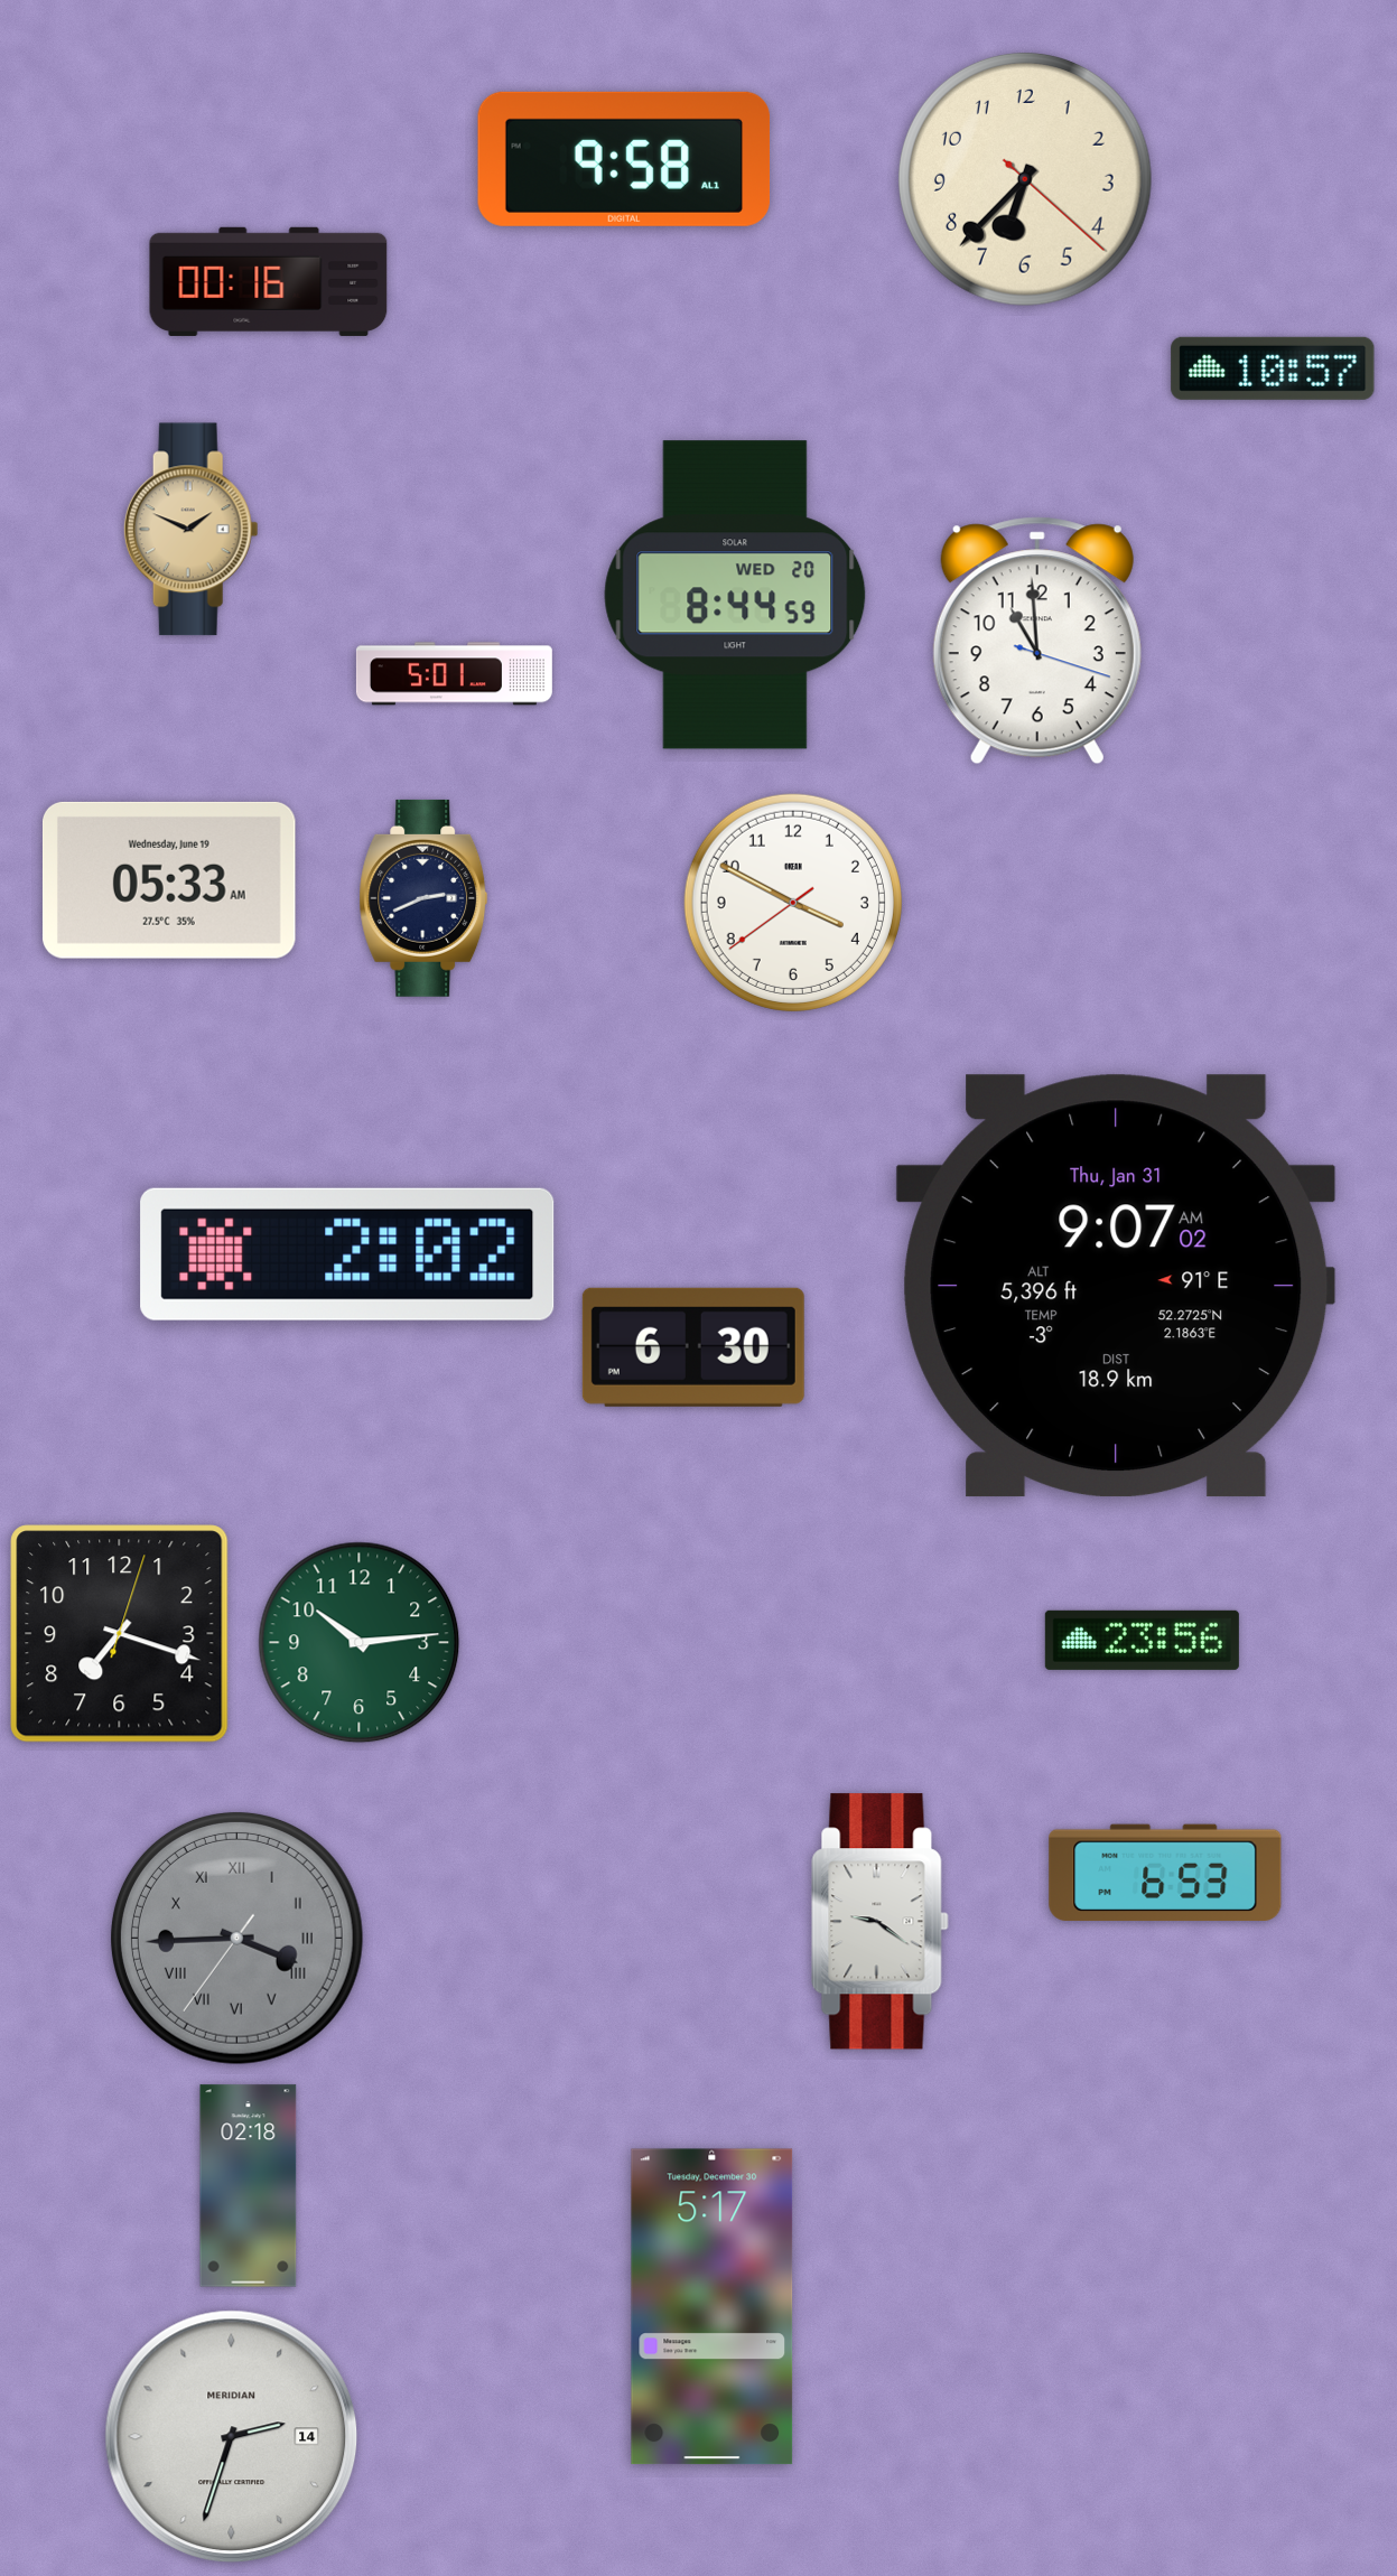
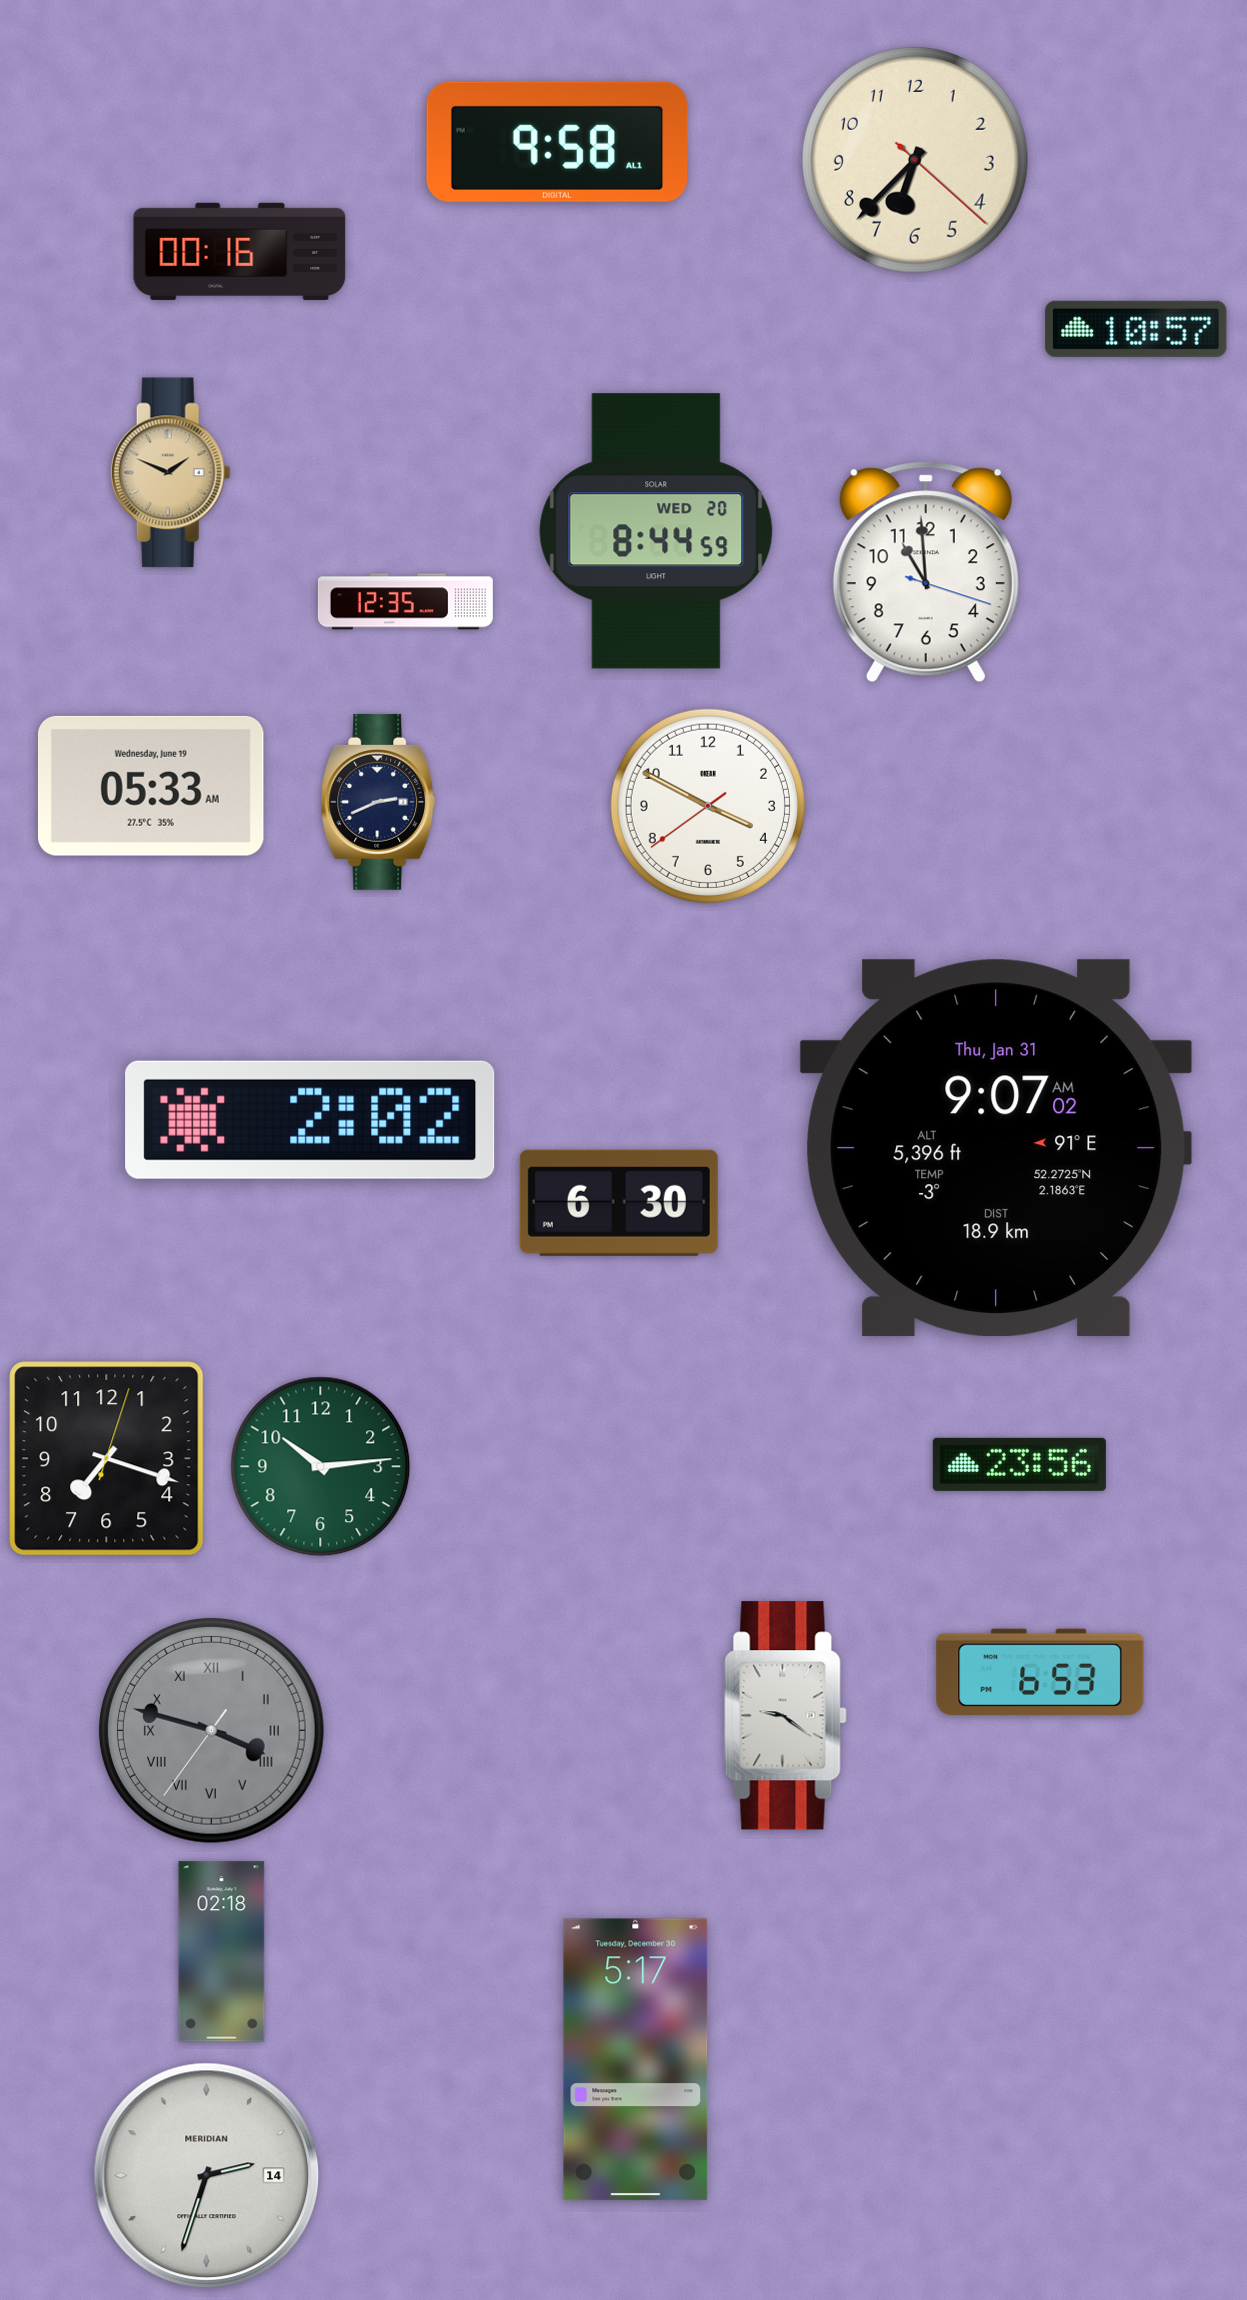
clock at (454, 674): 5:01 -> 12:35
clock at (236, 1938): 3:44 -> 3:47
